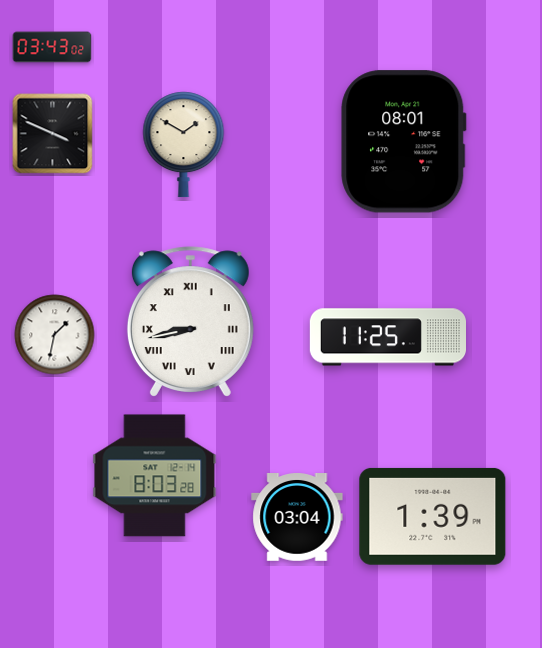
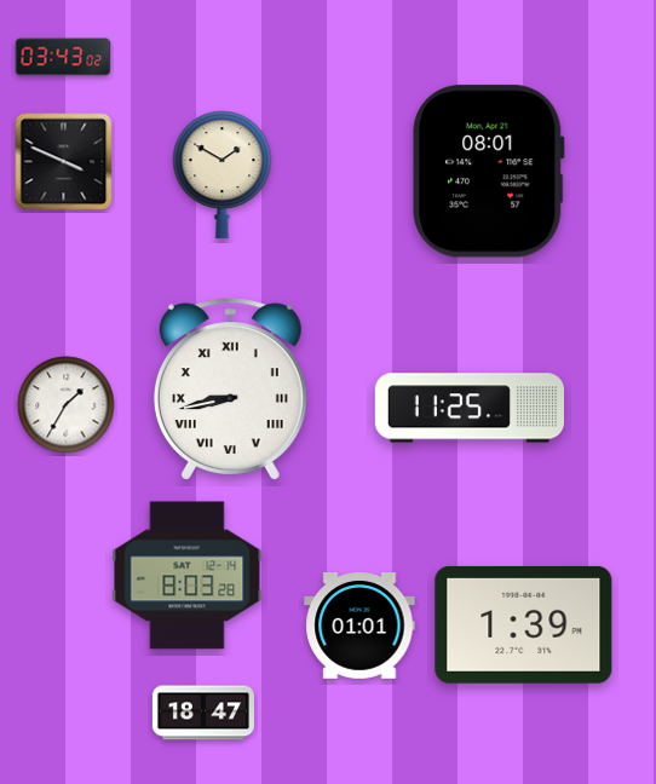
clock at (55, 335): 1:32 -> 1:35
clock at (297, 518): 03:04 -> 01:01
clock at (203, 713): none -> 18:47
